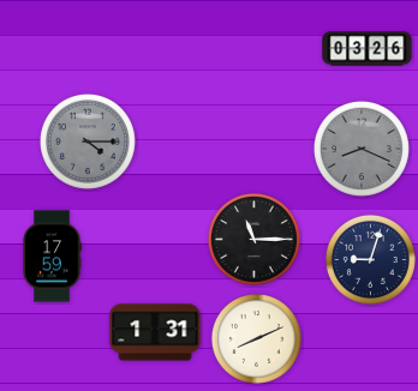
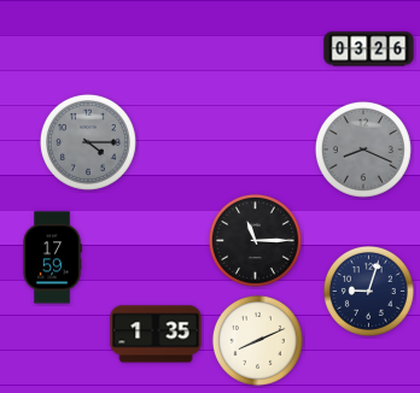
clock at (370, 259) position: (370, 259) -> (368, 291)
clock at (155, 332): 1:31 -> 1:35
